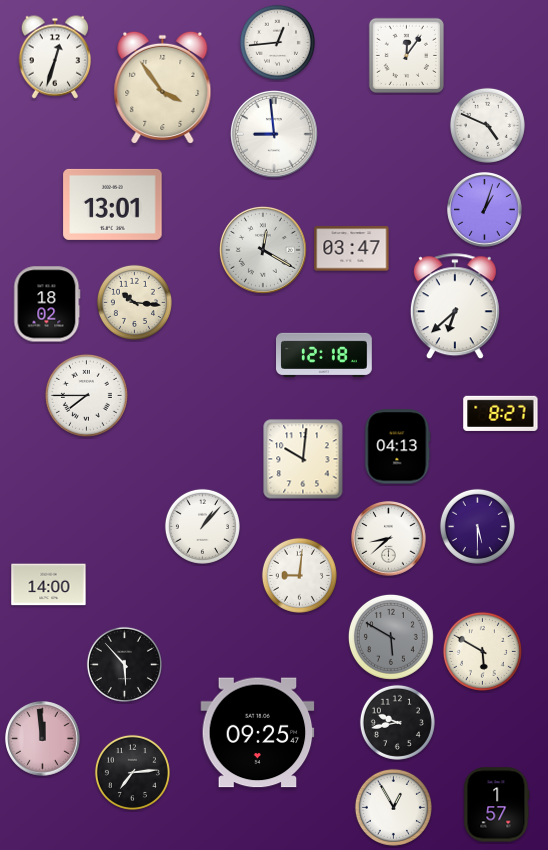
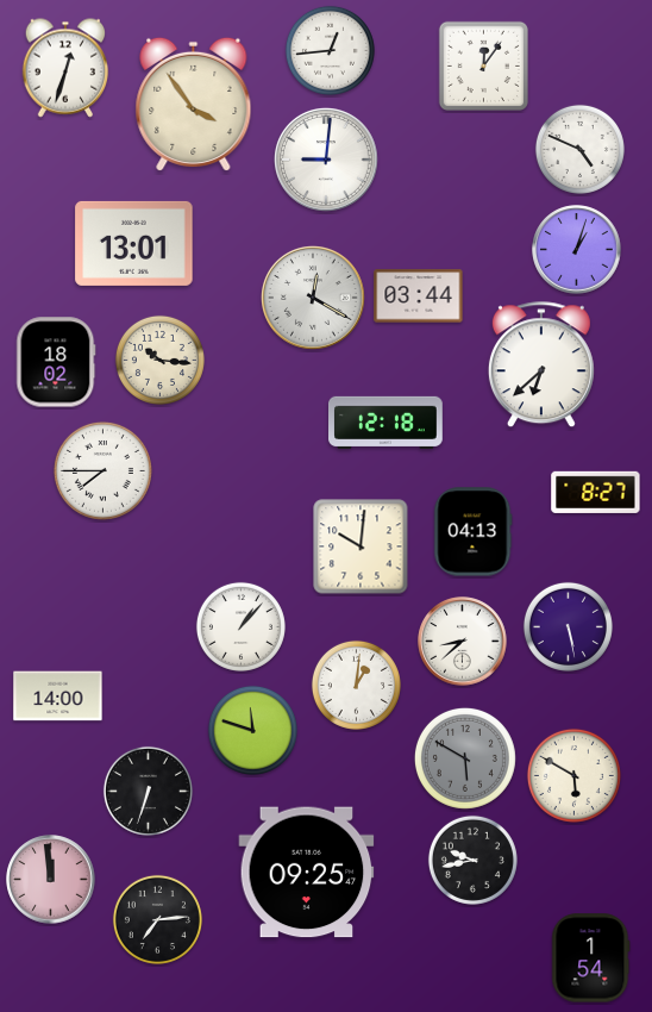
clock at (274, 135): 8:59 -> 9:01
clock at (352, 249): 03:47 -> 03:44
clock at (477, 526): 5:30 -> 5:28
clock at (299, 575): 9:01 -> 1:01
clock at (252, 730): none -> 11:48
clock at (124, 664): 5:53 -> 6:33
clock at (497, 805): 1:57 -> 1:54
clock at (393, 807): 12:55 -> none
